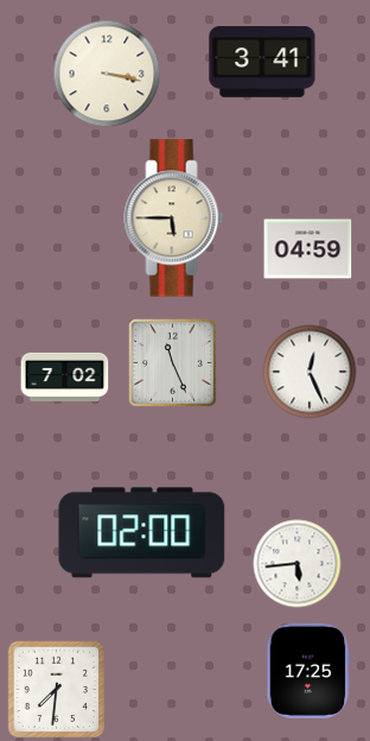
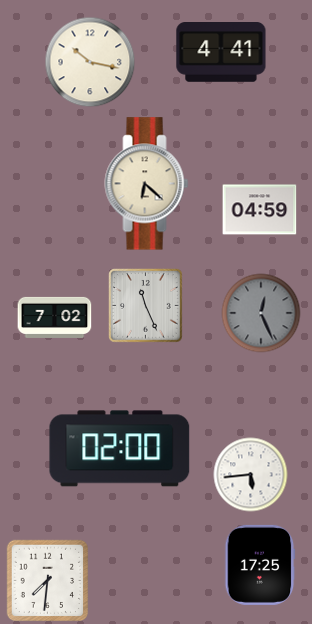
clock at (262, 63): 3:41 -> 4:41
clock at (107, 74): 3:17 -> 10:17
clock at (174, 218): 5:45 -> 6:22
clock at (310, 372) dial: white -> grey
